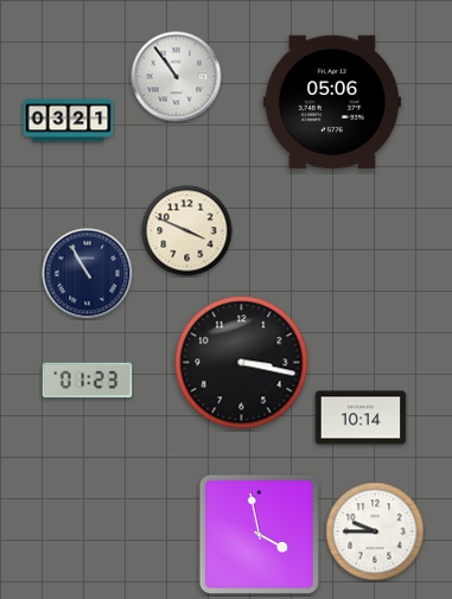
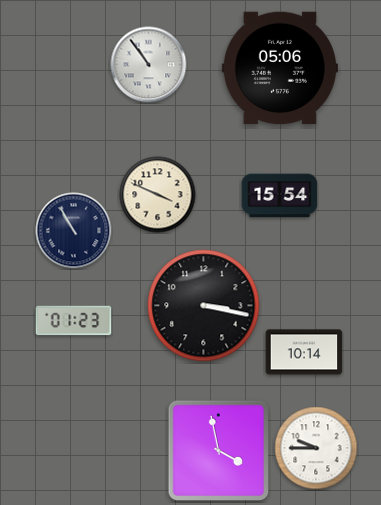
clock at (332, 102) position: (332, 102) -> (280, 68)
clock at (69, 121): 03:21 -> none
clock at (280, 196): none -> 15:54
